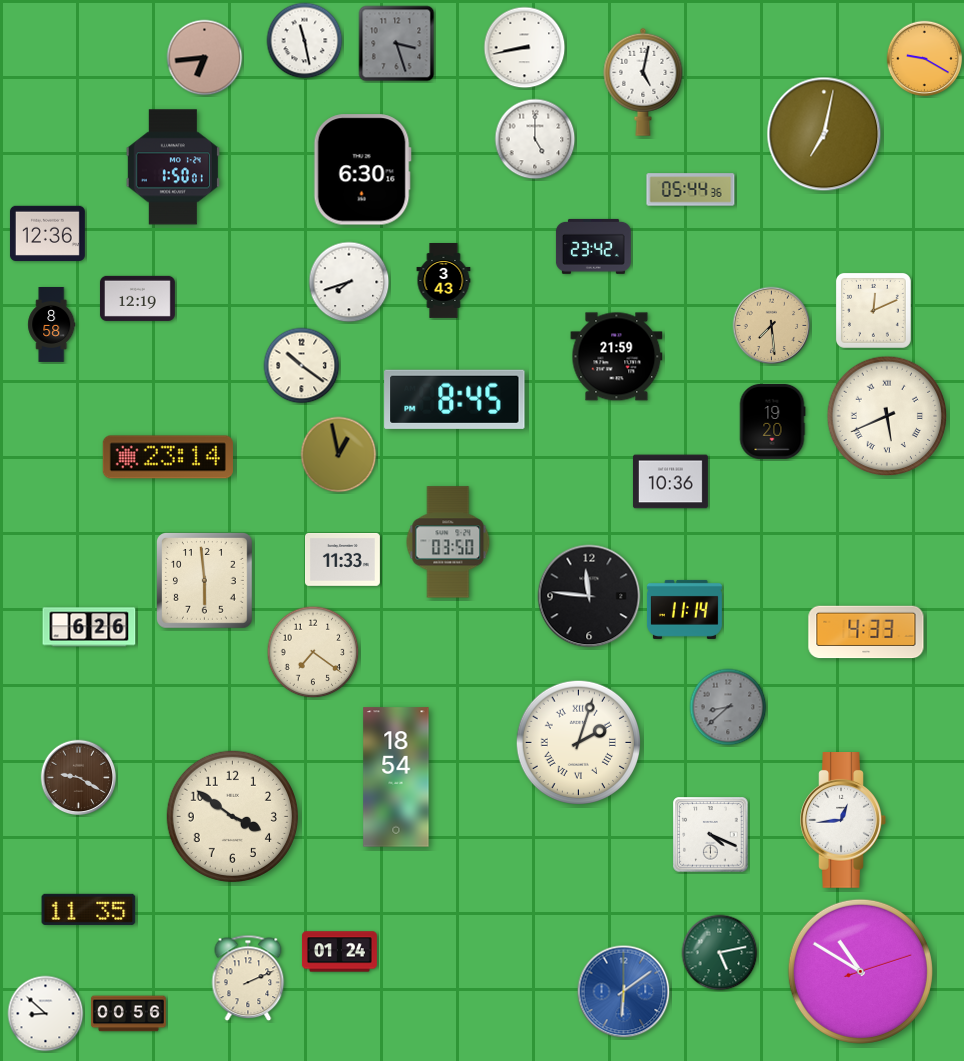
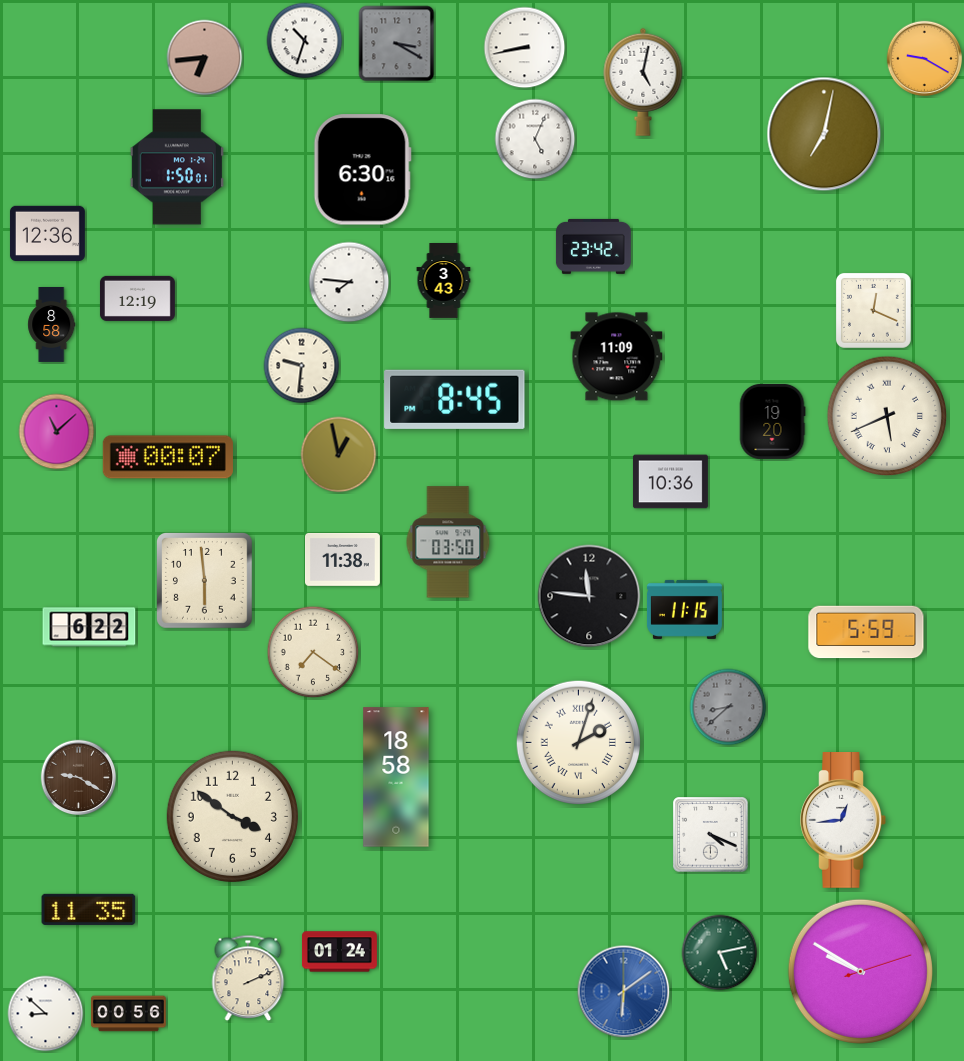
clock at (305, 41): 11:28 -> 10:33
clock at (397, 44): 3:27 -> 3:20
clock at (535, 139): 5:00 -> 5:04
clock at (173, 167) position: (173, 167) -> (177, 167)
clock at (691, 190): 05:44 -> none
clock at (349, 282): 7:42 -> 7:46
clock at (873, 310): 12:11 -> 12:19
clock at (772, 326): 7:29 -> none
clock at (617, 357): 21:59 -> 11:09
clock at (302, 366): 10:21 -> 9:31
clock at (57, 432): none -> 11:08
clock at (168, 457): 23:14 -> 00:07
clock at (342, 560): 11:33 -> 11:38
clock at (684, 609): 11:14 -> 11:15
clock at (89, 627): 6:26 -> 6:22
clock at (866, 632): 4:33 -> 5:59
clock at (396, 777): 18:54 -> 18:58
clock at (860, 971): 10:50 -> 9:50
